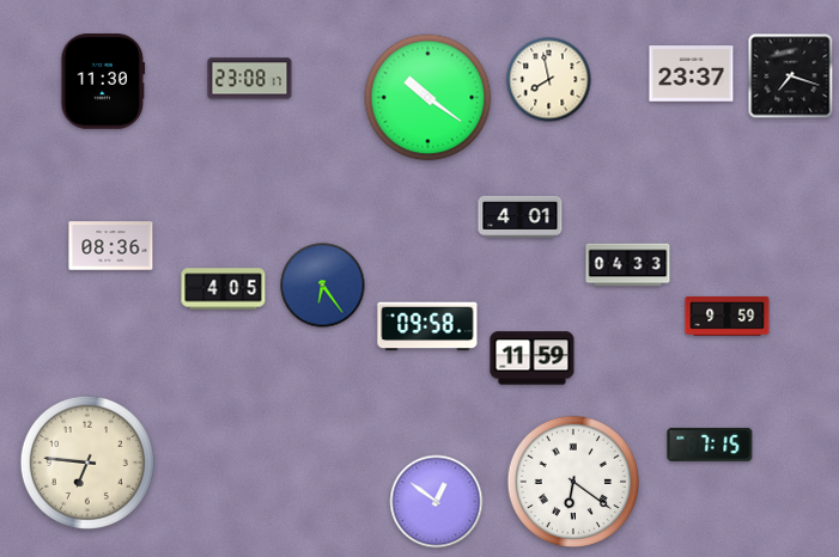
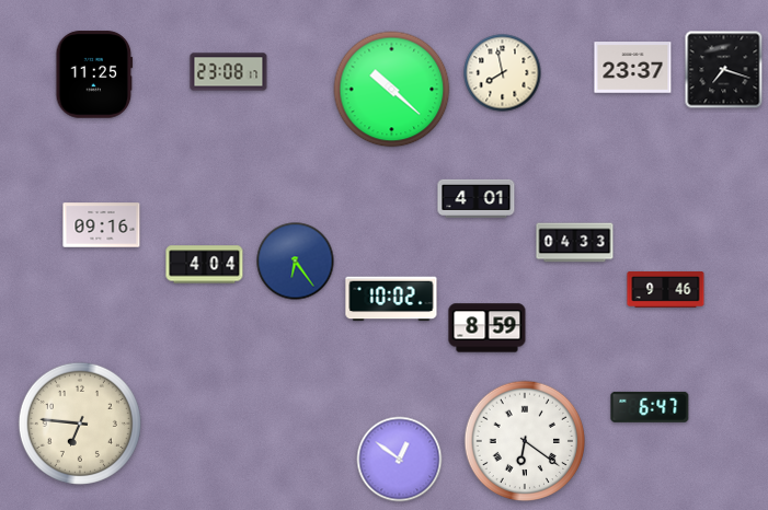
clock at (103, 81): 11:30 -> 11:25
clock at (428, 98): 10:21 -> 10:22
clock at (111, 246): 08:36 -> 09:16
clock at (224, 289): 4:05 -> 4:04
clock at (728, 317): 9:59 -> 9:46
clock at (427, 326): 09:58 -> 10:02
clock at (533, 359): 11:59 -> 8:59
clock at (710, 445): 7:15 -> 6:47
